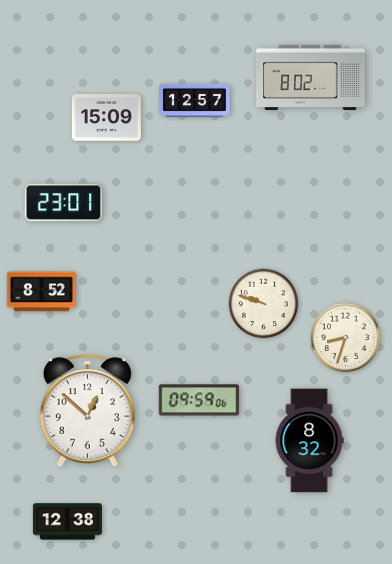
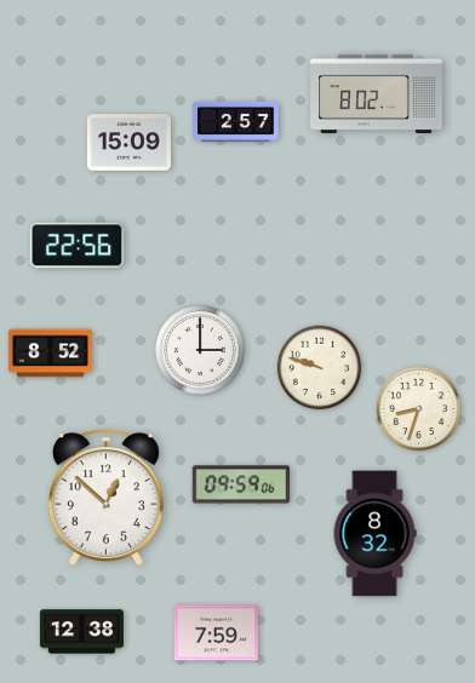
clock at (195, 100): 12:57 -> 2:57
clock at (64, 203): 23:01 -> 22:56
clock at (200, 350): none -> 3:00
clock at (216, 633): none -> 7:59
